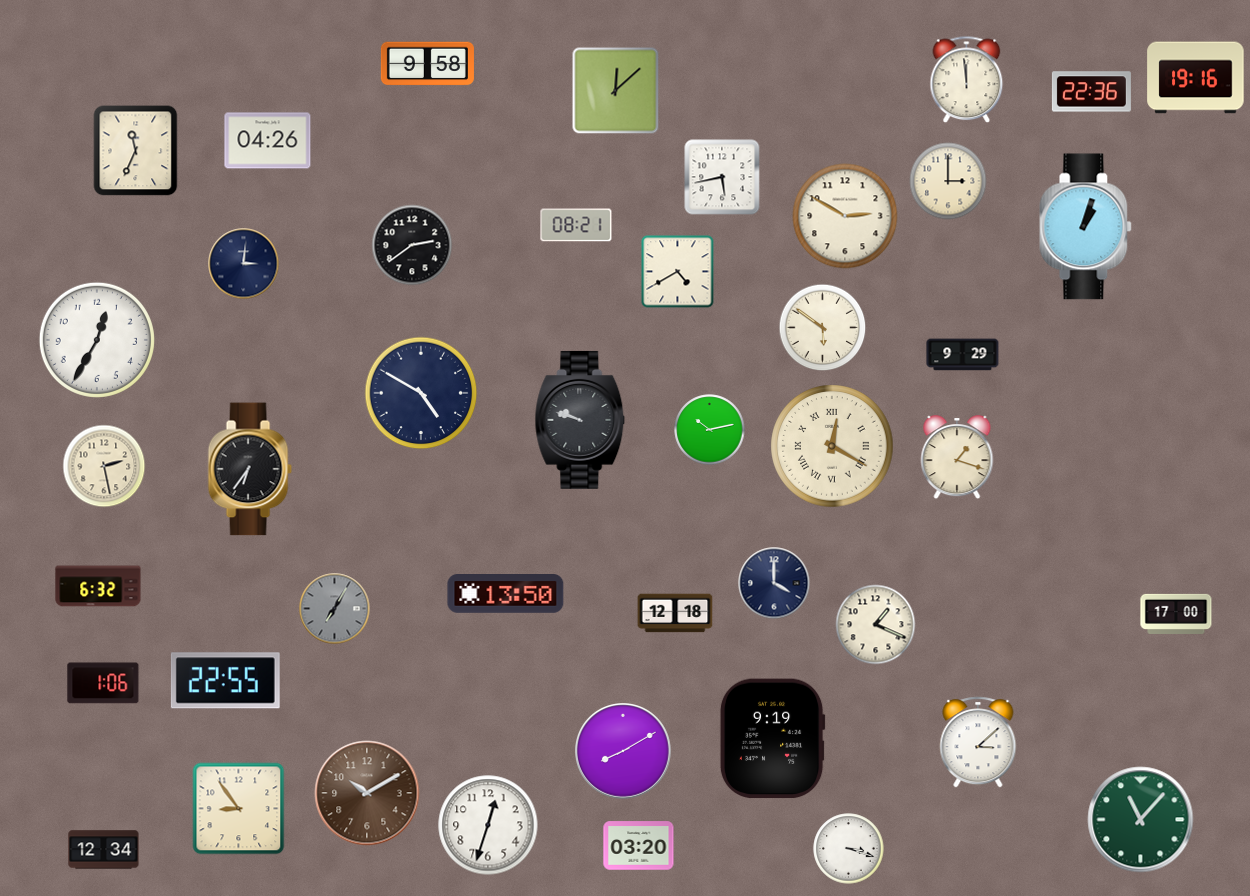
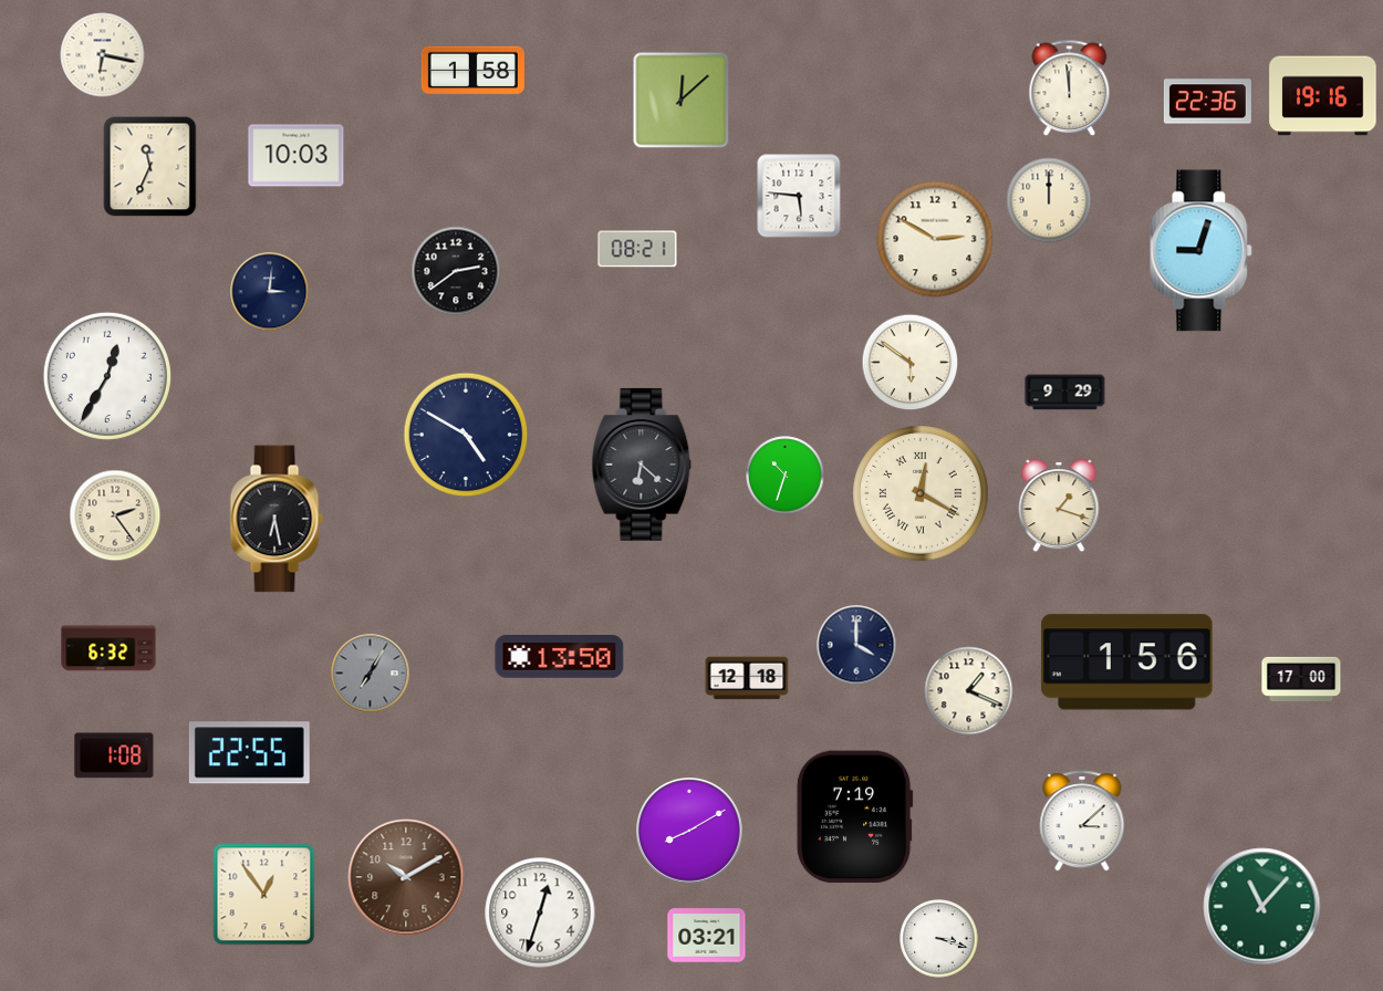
clock at (103, 55): none -> 6:17
clock at (427, 64): 9:58 -> 1:58
clock at (1196, 78) position: (1196, 78) -> (1323, 96)
clock at (268, 141): 04:26 -> 10:03
clock at (722, 177): 5:43 -> 5:46
clock at (948, 181): 3:00 -> 12:00
clock at (1086, 227): 1:03 -> 9:03
clock at (678, 272): 4:40 -> none
clock at (580, 420): 9:48 -> 6:22
clock at (710, 430): 10:13 -> 10:33
clock at (104, 466): 2:28 -> 2:24
clock at (250, 469): 6:36 -> 6:28
clock at (1127, 663): none -> 1:56
clock at (103, 683): 1:06 -> 1:08
clock at (772, 739): 9:19 -> 7:19
clock at (239, 809): 8:54 -> 12:54
clock at (639, 846): 03:20 -> 03:21
clock at (104, 850): 12:34 -> none
